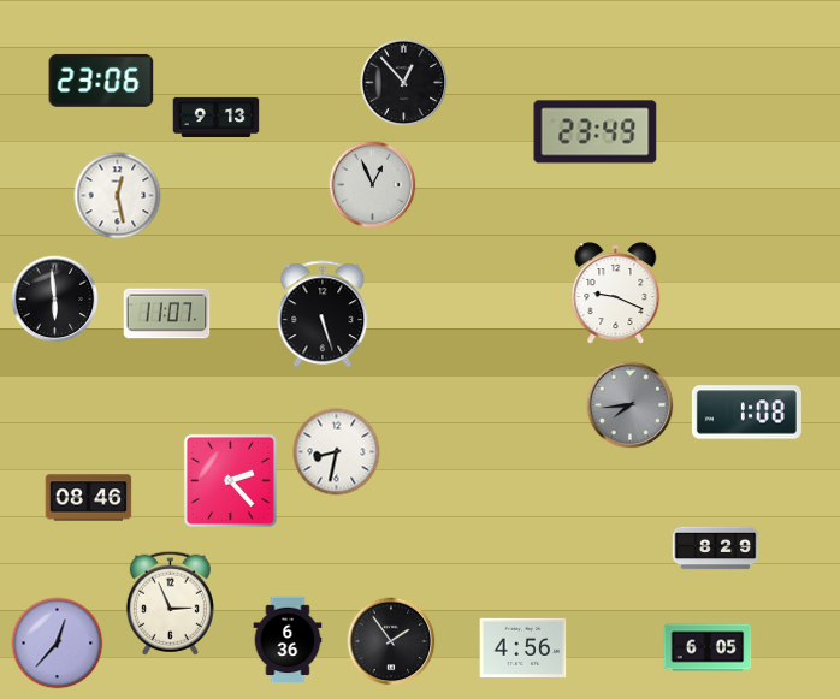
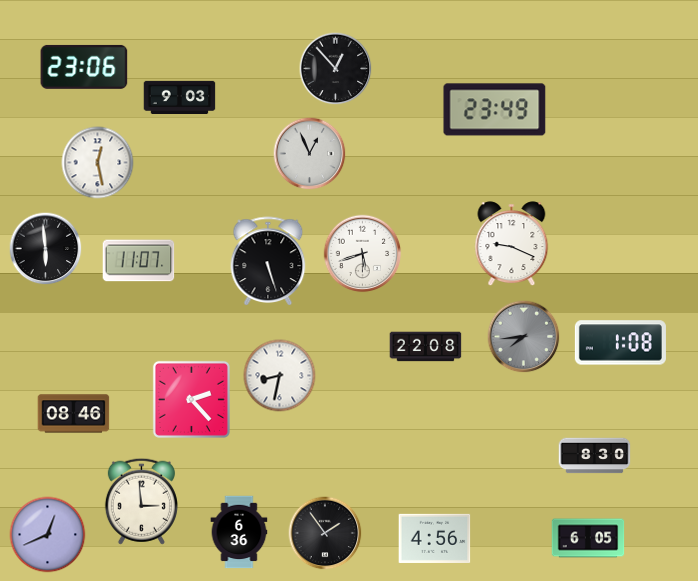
clock at (217, 117): 9:13 -> 9:03
clock at (363, 254): none -> 5:42
clock at (426, 347): none -> 22:08
clock at (716, 549): 8:29 -> 8:30
clock at (170, 603): 2:56 -> 2:59
clock at (58, 644): 12:37 -> 12:41
